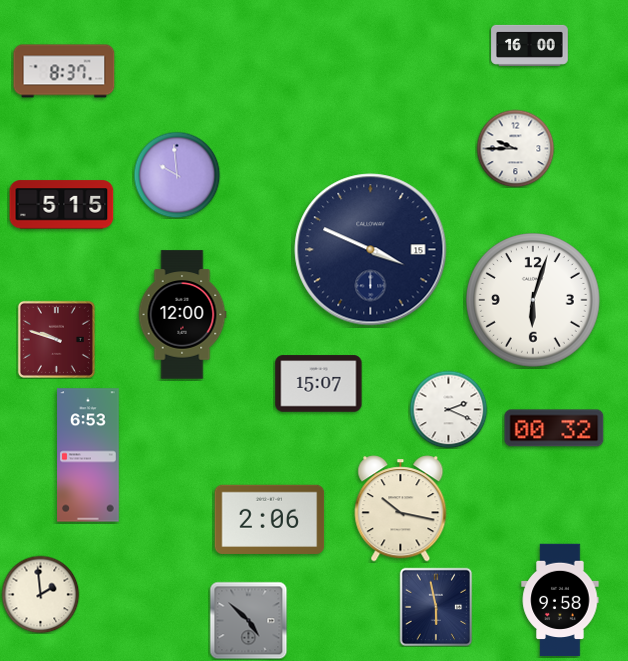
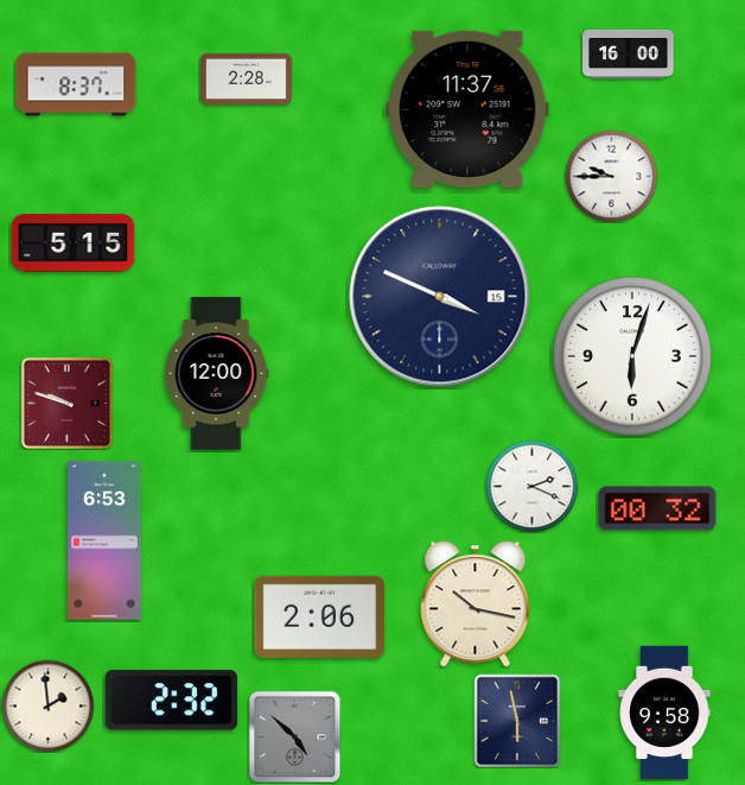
clock at (247, 78): none -> 2:28
clock at (467, 109): none -> 11:37
clock at (177, 175): 9:59 -> none
clock at (319, 384): 15:07 -> none
clock at (171, 701): none -> 2:32
